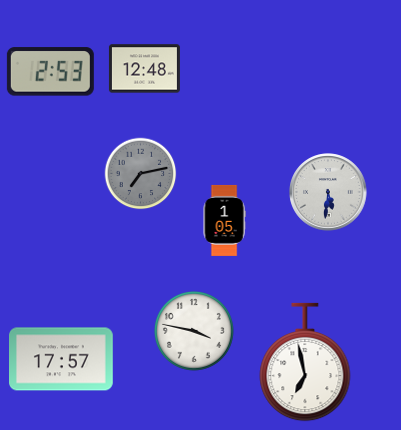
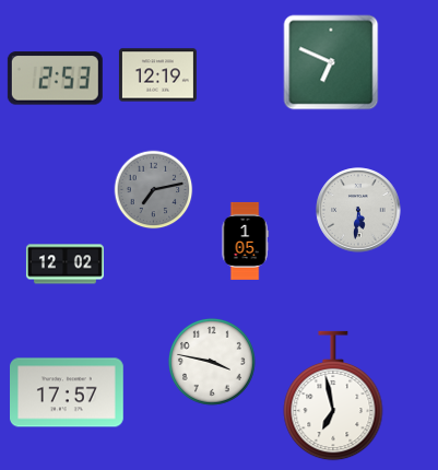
clock at (331, 62): none -> 6:49
clock at (144, 69): 12:48 -> 12:19
clock at (64, 265): none -> 12:02
